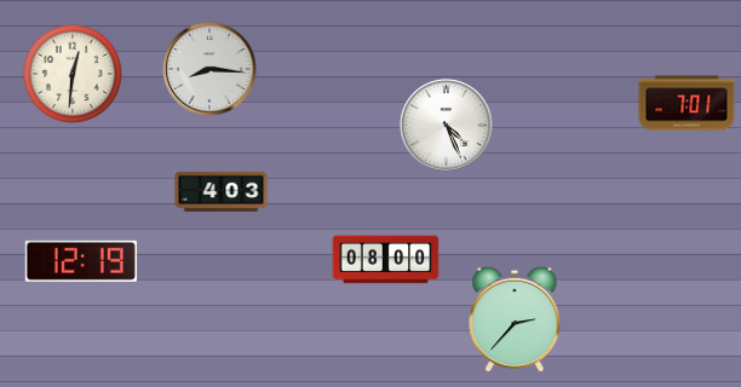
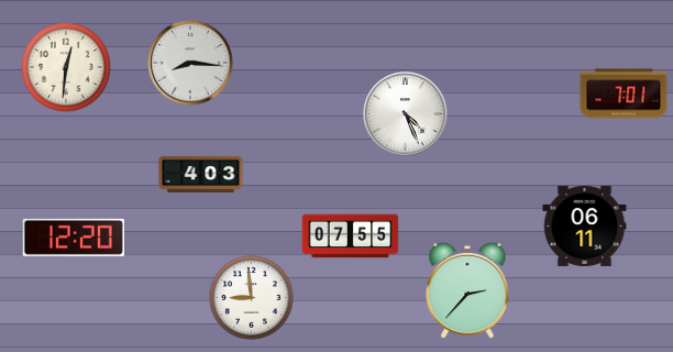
clock at (585, 226): none -> 06:11
clock at (386, 260): 08:00 -> 07:55
clock at (81, 261): 12:19 -> 12:20
clock at (252, 298): none -> 8:59
